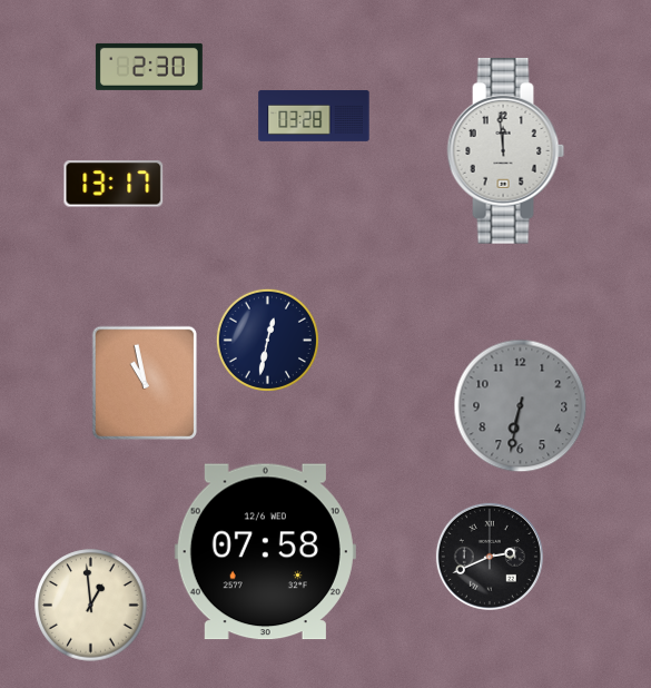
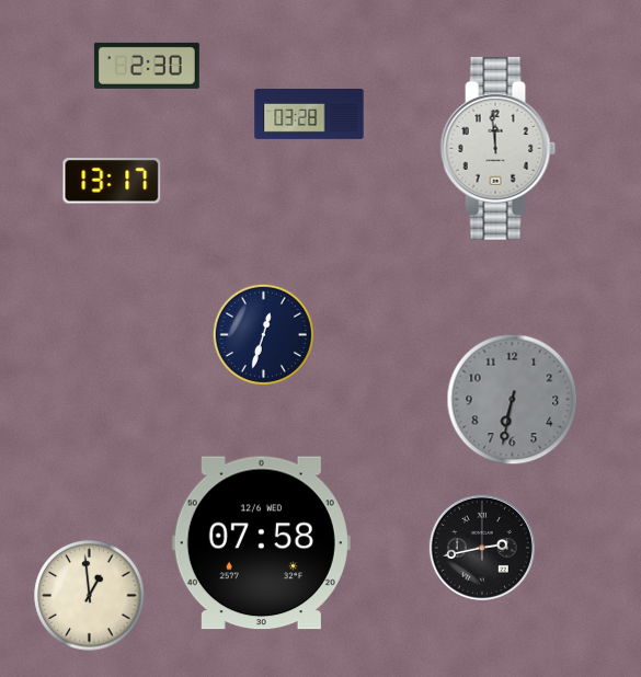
clock at (267, 340): 12:32 -> 12:33
clock at (144, 383): 10:58 -> none
clock at (490, 557): 2:41 -> 2:43
